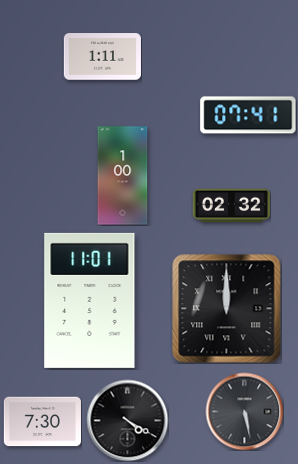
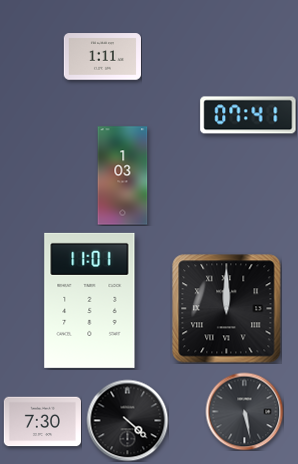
clock at (123, 176): 1:00 -> 1:03
clock at (231, 206): 02:32 -> none
clock at (127, 420): 4:20 -> 4:22
